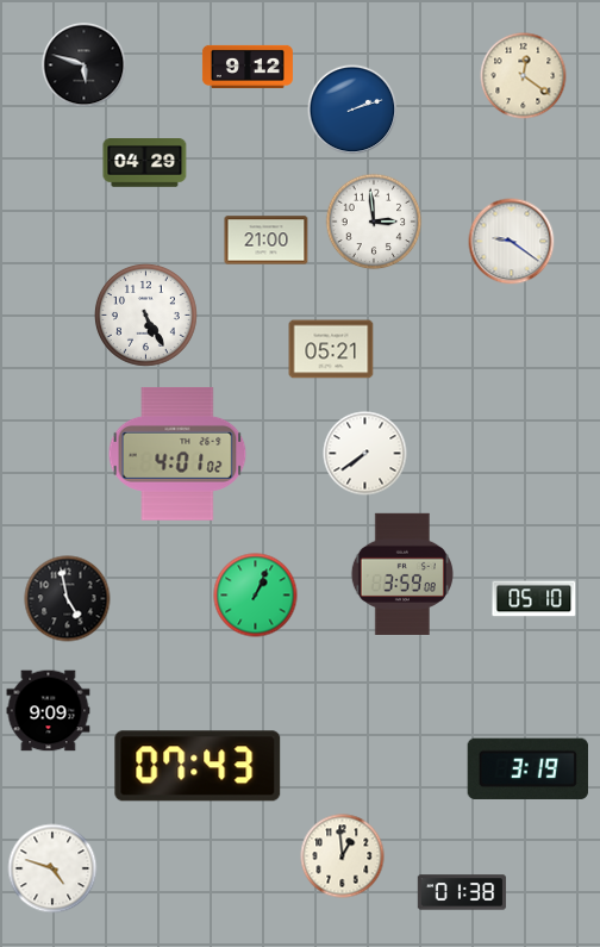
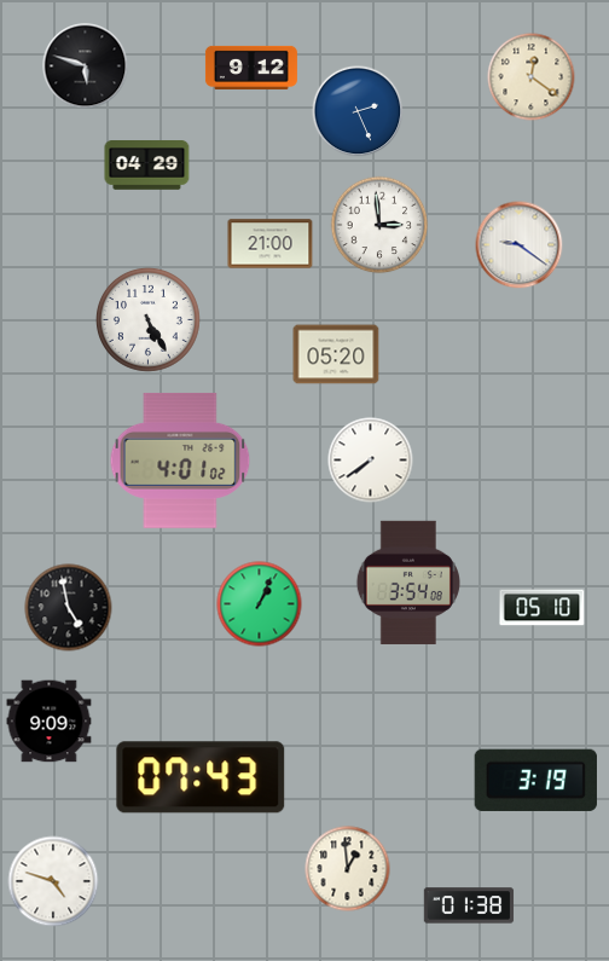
clock at (352, 110): 2:12 -> 2:26
clock at (331, 349): 05:21 -> 05:20
clock at (402, 574): 3:59 -> 3:54
